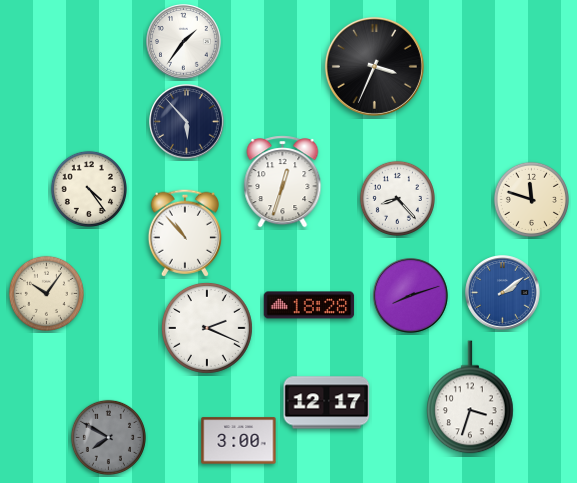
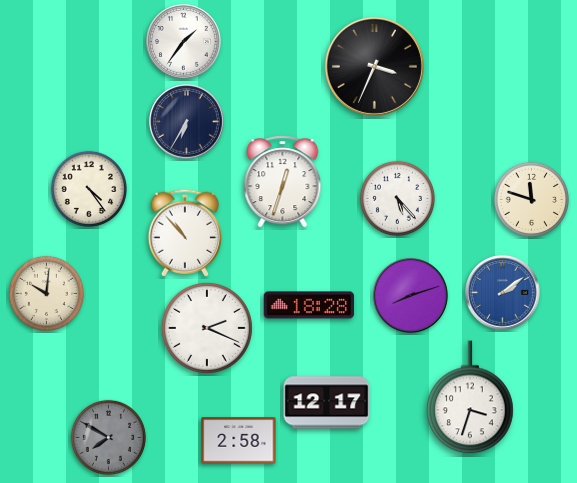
clock at (187, 122): 5:53 -> 6:35
clock at (397, 198): 8:23 -> 5:23
clock at (46, 293): 10:06 -> 10:01
clock at (239, 441): 3:00 -> 2:58
